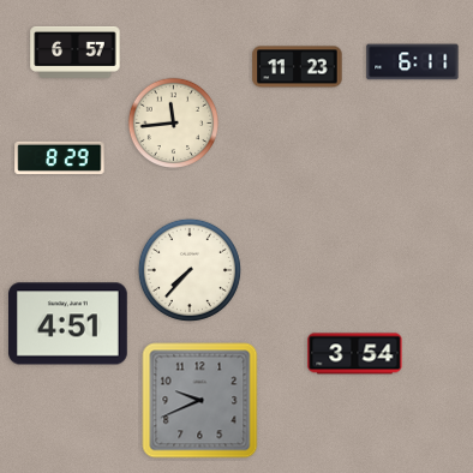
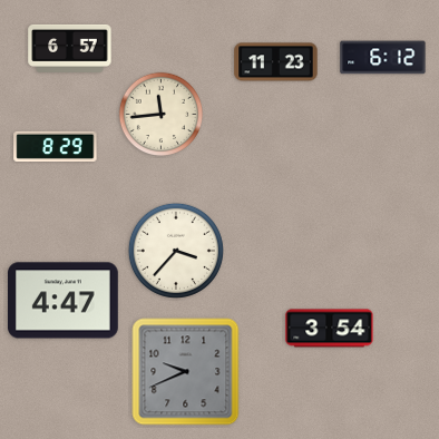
clock at (413, 62): 6:11 -> 6:12
clock at (190, 270): 7:37 -> 3:37
clock at (68, 324): 4:51 -> 4:47
